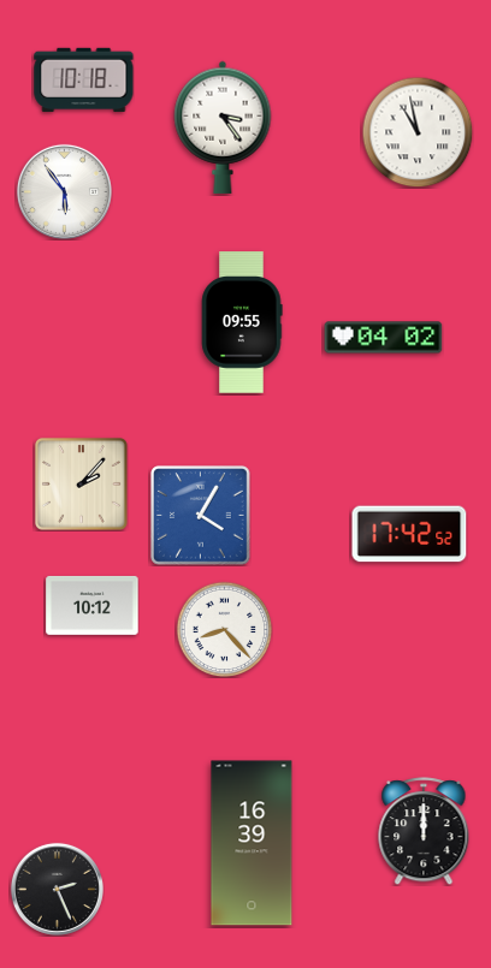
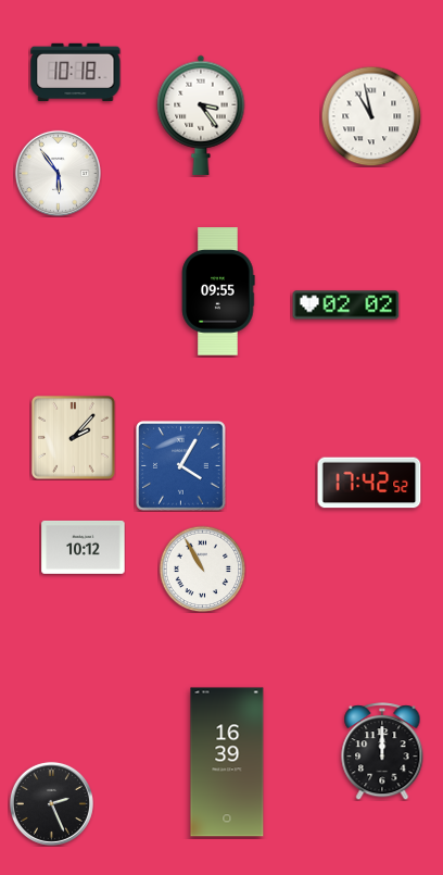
clock at (418, 132) position: (418, 132) -> (371, 116)
clock at (384, 338): 04:02 -> 02:02
clock at (224, 629): 8:23 -> 10:55
